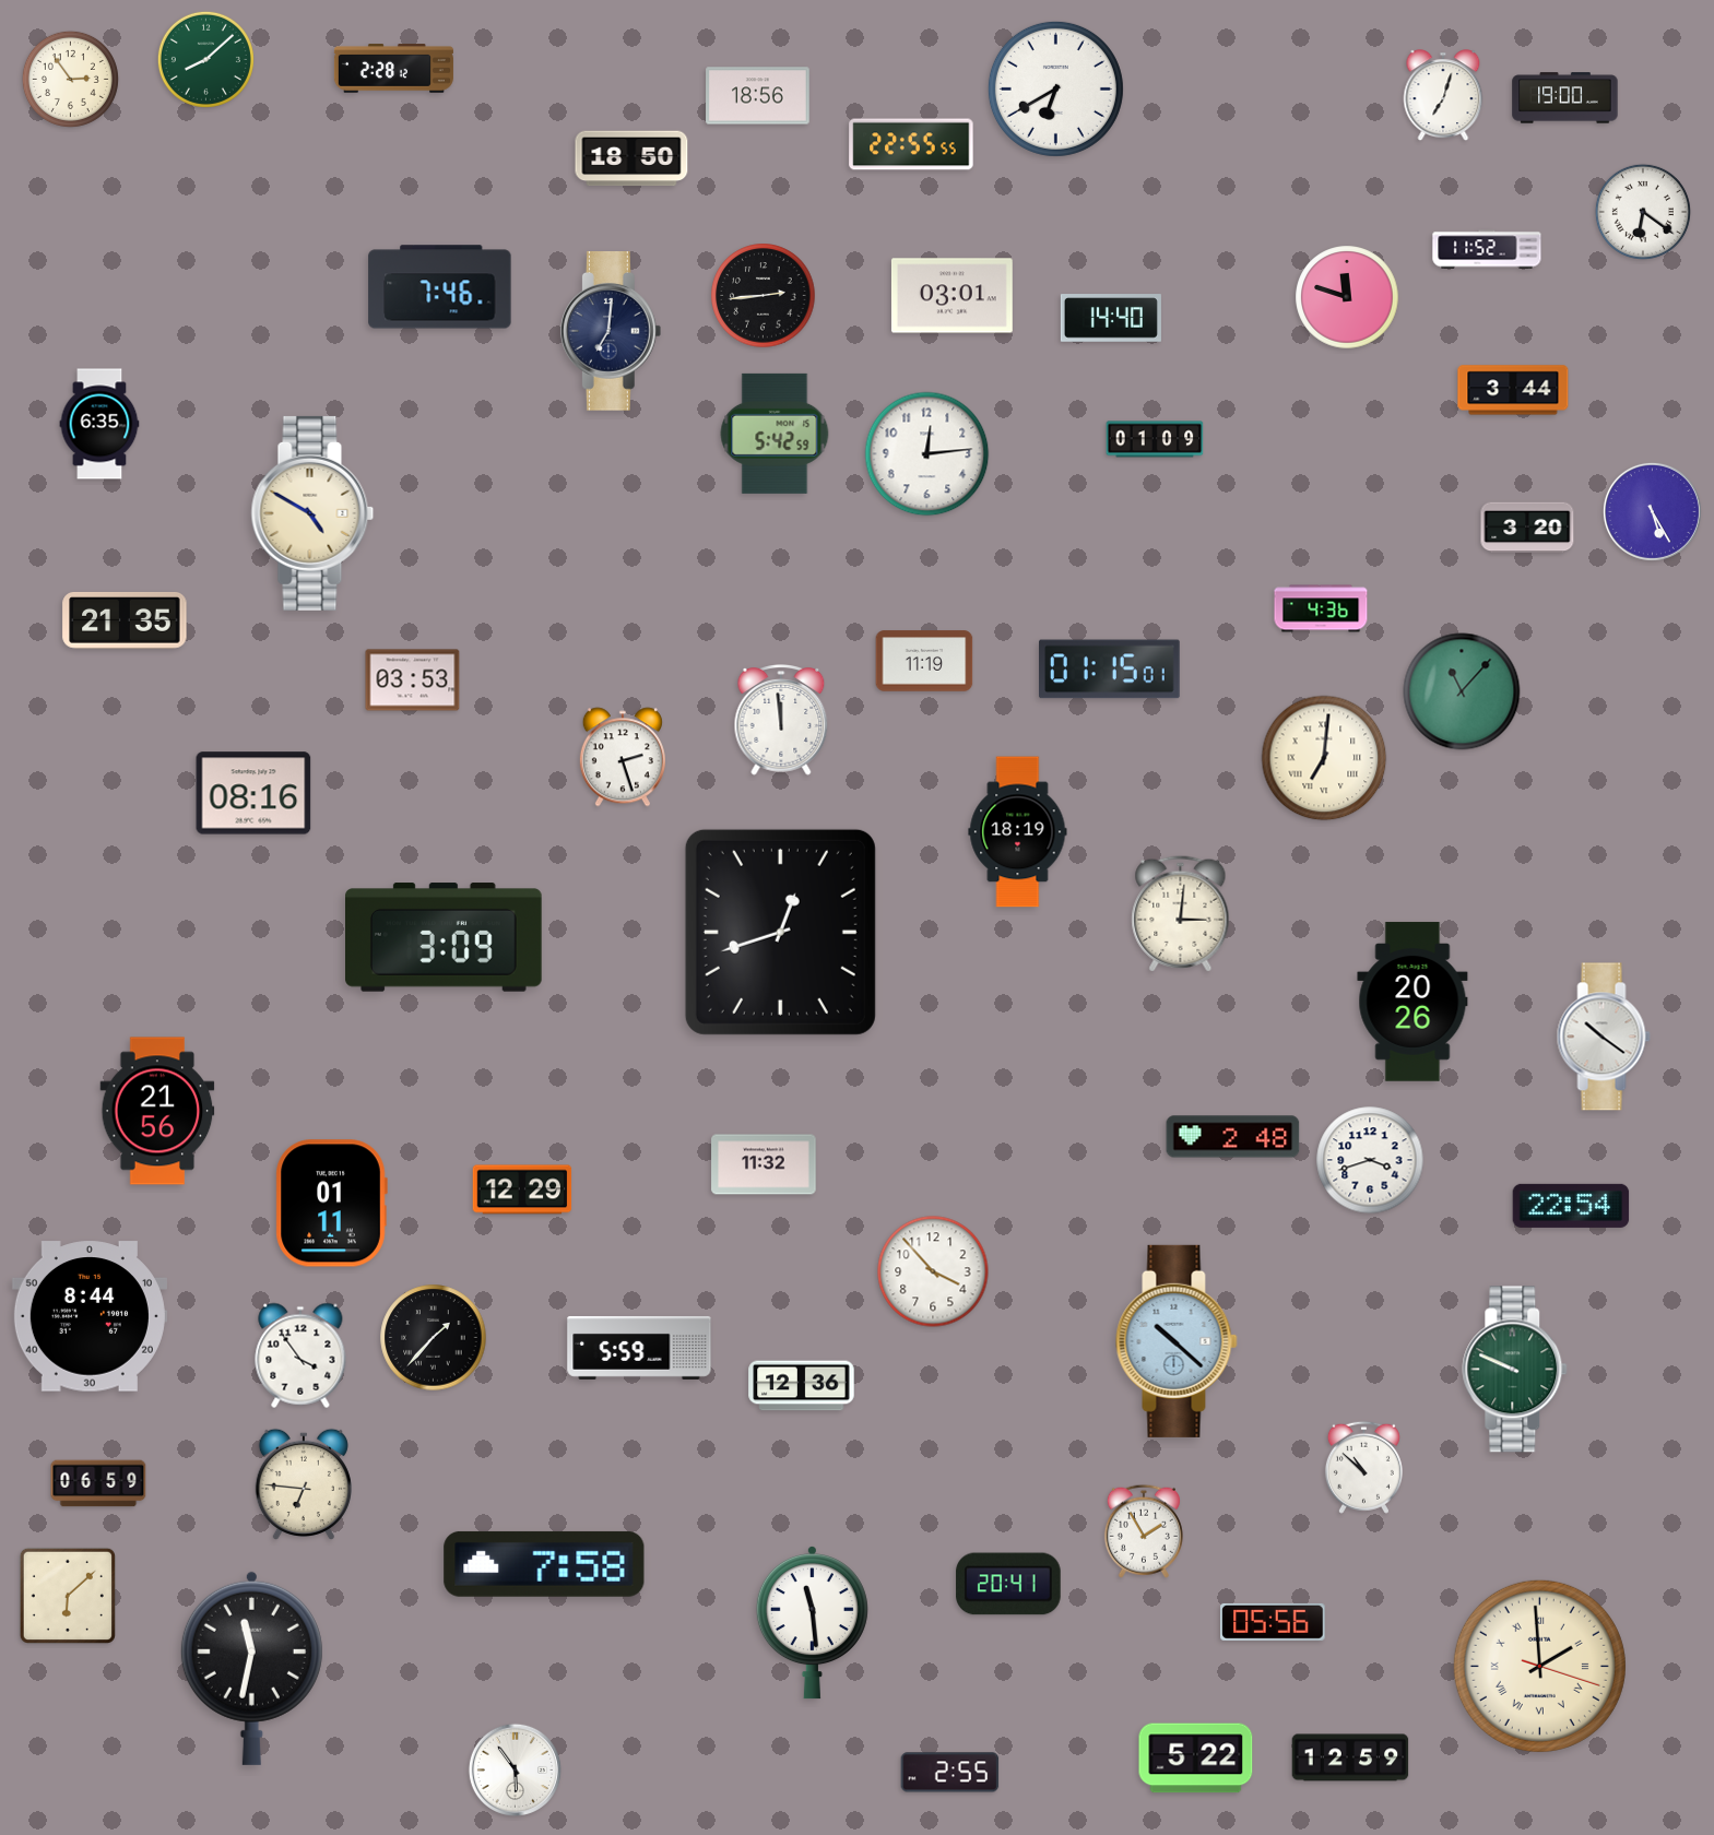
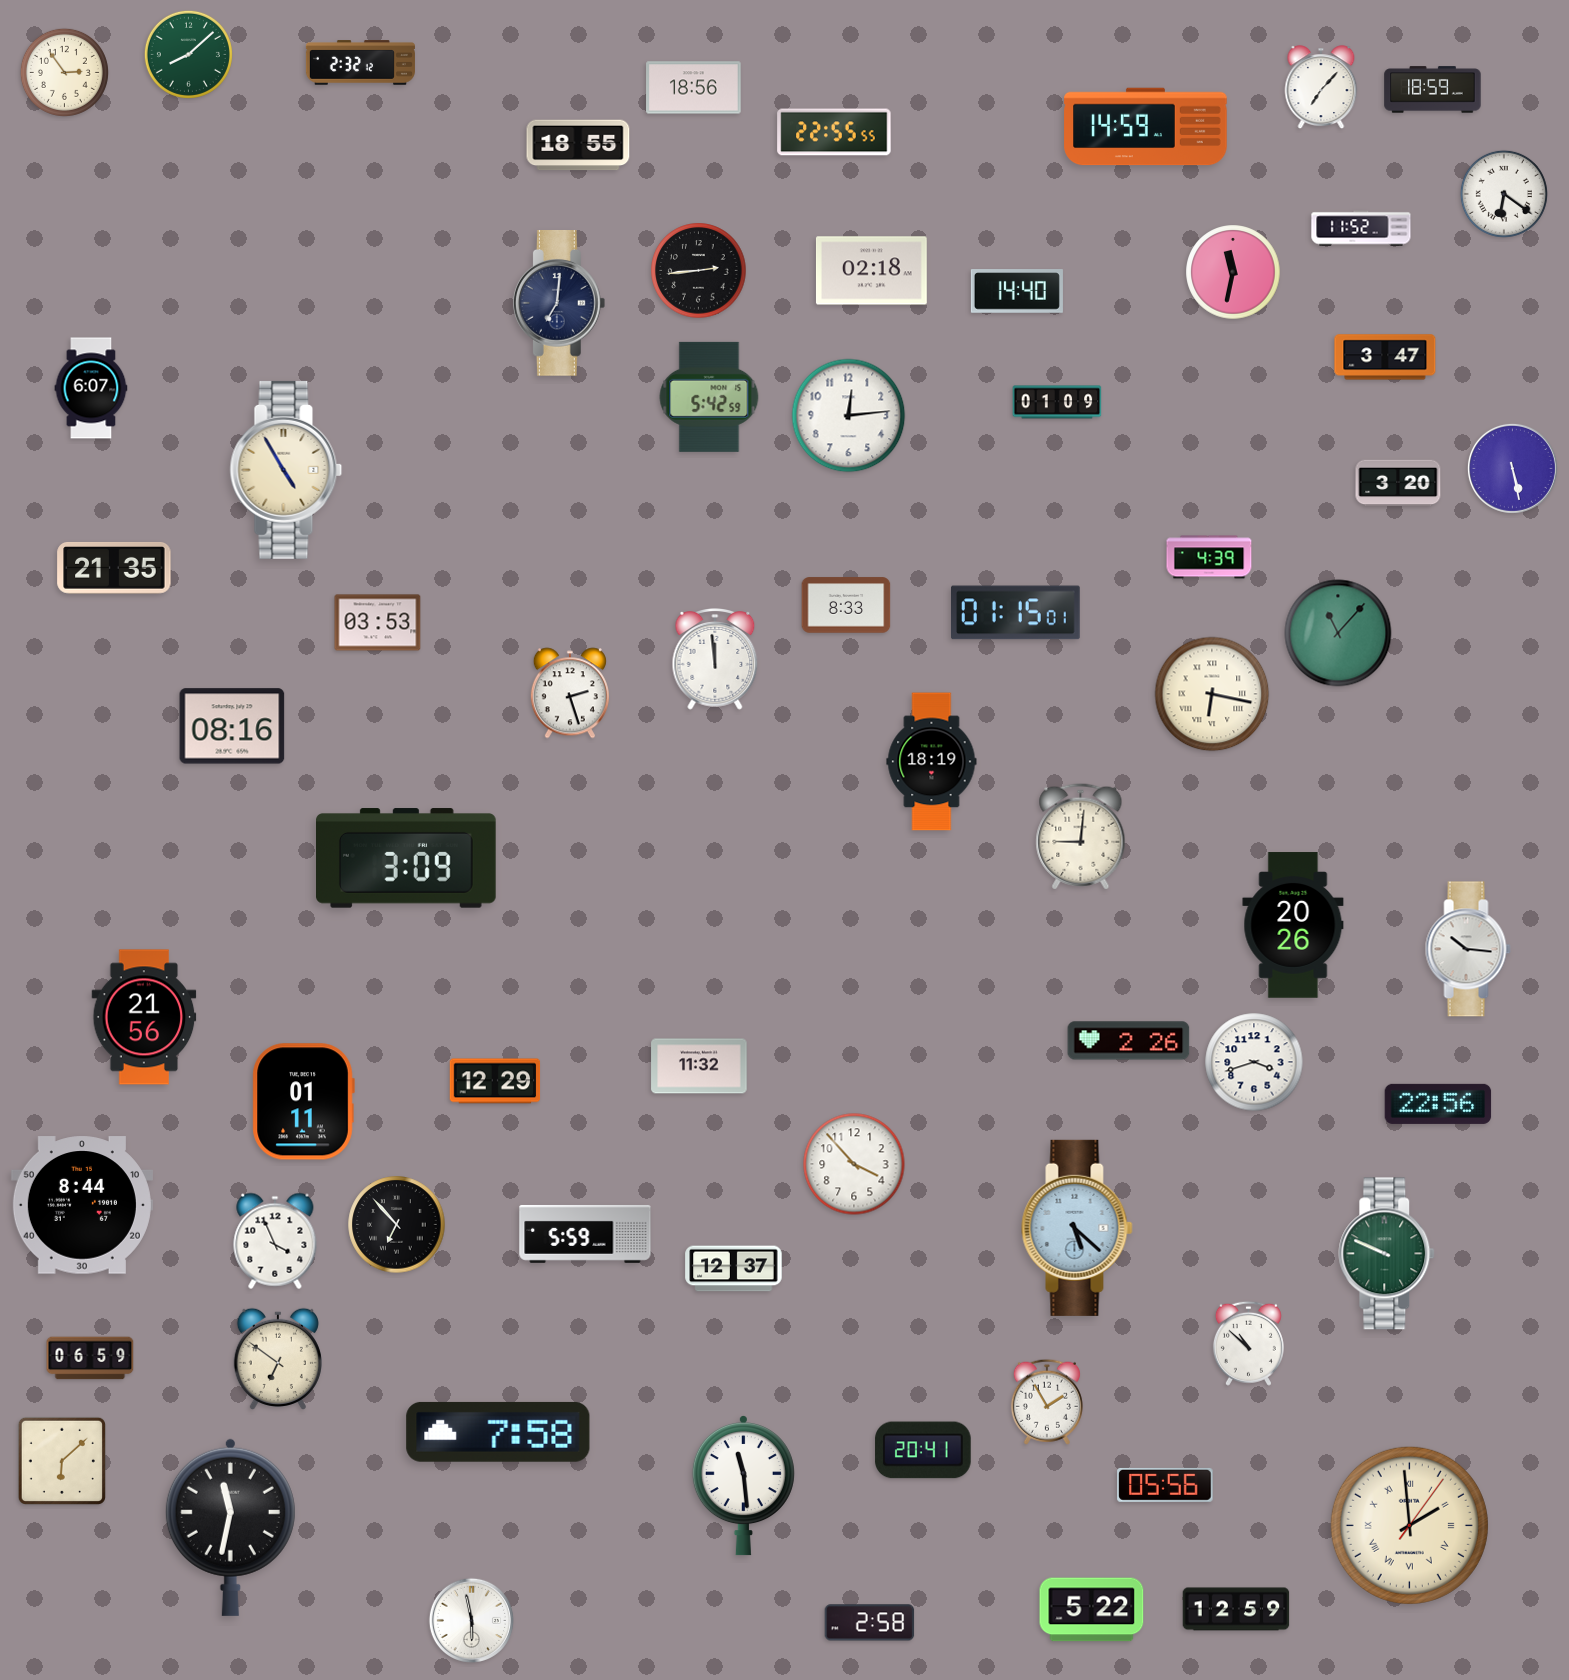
clock at (393, 69): 2:28 -> 2:32
clock at (1055, 88): 6:40 -> none
clock at (1443, 96): 7:03 -> 7:07
clock at (1565, 98): 19:00 -> 18:59
clock at (1146, 127): none -> 14:59
clock at (631, 158): 18:50 -> 18:55
clock at (440, 287): 7:46 -> none
clock at (951, 296): 03:01 -> 02:18
clock at (1347, 297): 11:48 -> 11:32
clock at (1513, 390): 3:44 -> 3:47
clock at (99, 424): 6:35 -> 6:07
clock at (1652, 511): 5:25 -> 5:28
clock at (312, 513): 4:50 -> 4:55
clock at (1321, 608): 4:36 -> 4:39
clock at (924, 661): 11:19 -> 8:33
clock at (1324, 758): 7:01 -> 6:17
clock at (1181, 914): 3:01 -> 9:01
clock at (780, 932): 12:42 -> none
clock at (1412, 1002) position: (1412, 1002) -> (1293, 925)
clock at (1604, 1037): 10:21 -> 10:16
clock at (1233, 1137): 2:48 -> 2:26
clock at (522, 1189) position: (522, 1189) -> (495, 1081)
clock at (1571, 1206): 22:54 -> 22:56
clock at (434, 1338): 1:37 -> 6:53
clock at (1177, 1341): 10:22 -> 5:22
clock at (300, 1355): 3:54 -> 3:56
clock at (802, 1386): 12:36 -> 12:37
clock at (304, 1484): 6:46 -> 6:51
clock at (1539, 1666): 1:59:18 -> 1:59:06
clock at (1196, 1759) position: (1196, 1759) -> (1092, 1610)
clock at (515, 1769): 5:54 -> 5:58
clock at (950, 1773): 2:55 -> 2:58
